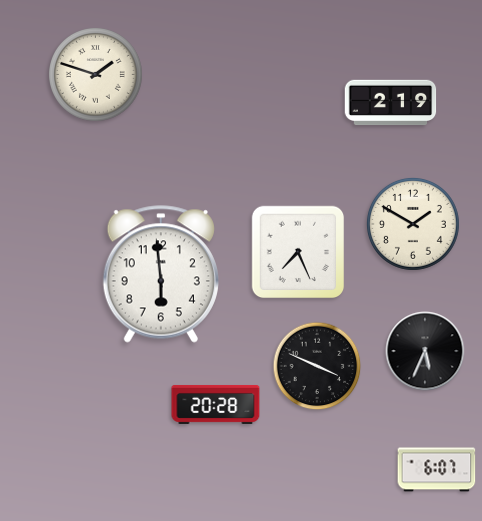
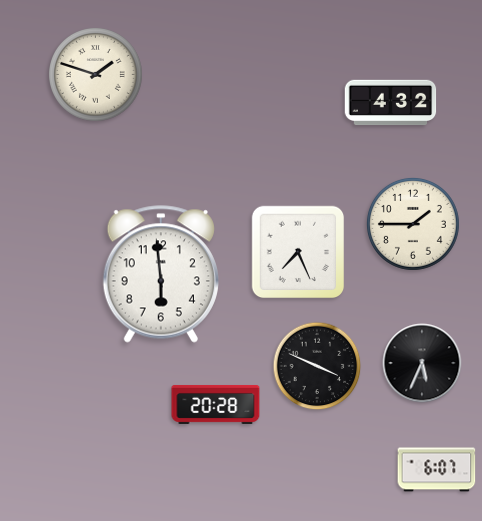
clock at (391, 103): 2:19 -> 4:32
clock at (413, 224): 1:50 -> 1:45
clock at (425, 351) position: (425, 351) -> (422, 363)
